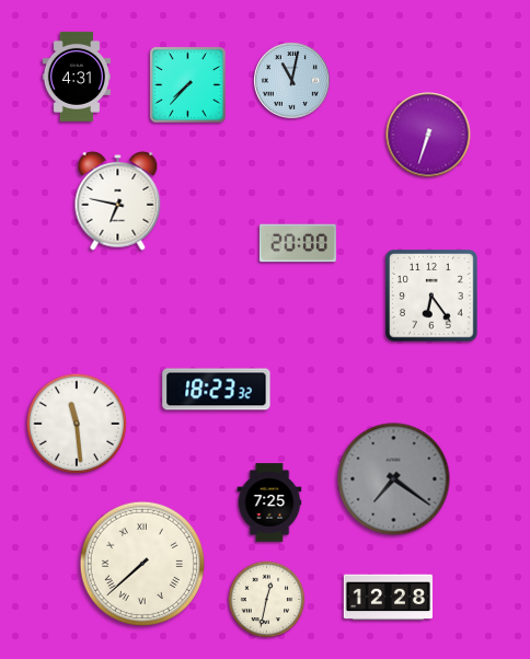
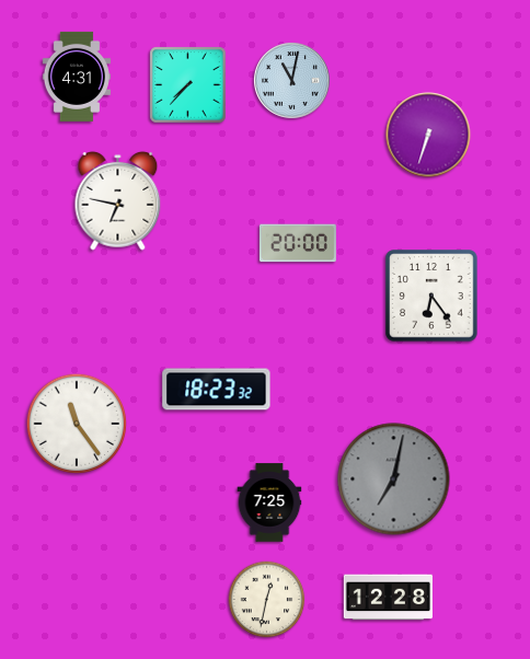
clock at (77, 424): 11:29 -> 11:24
clock at (394, 479): 7:21 -> 7:02
clock at (142, 564): 7:38 -> none
